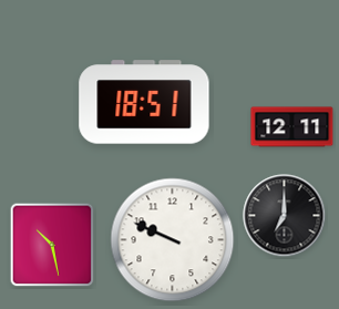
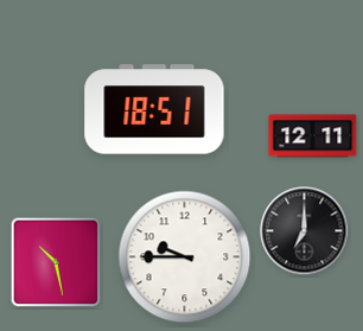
clock at (173, 240): 9:49 -> 9:45
